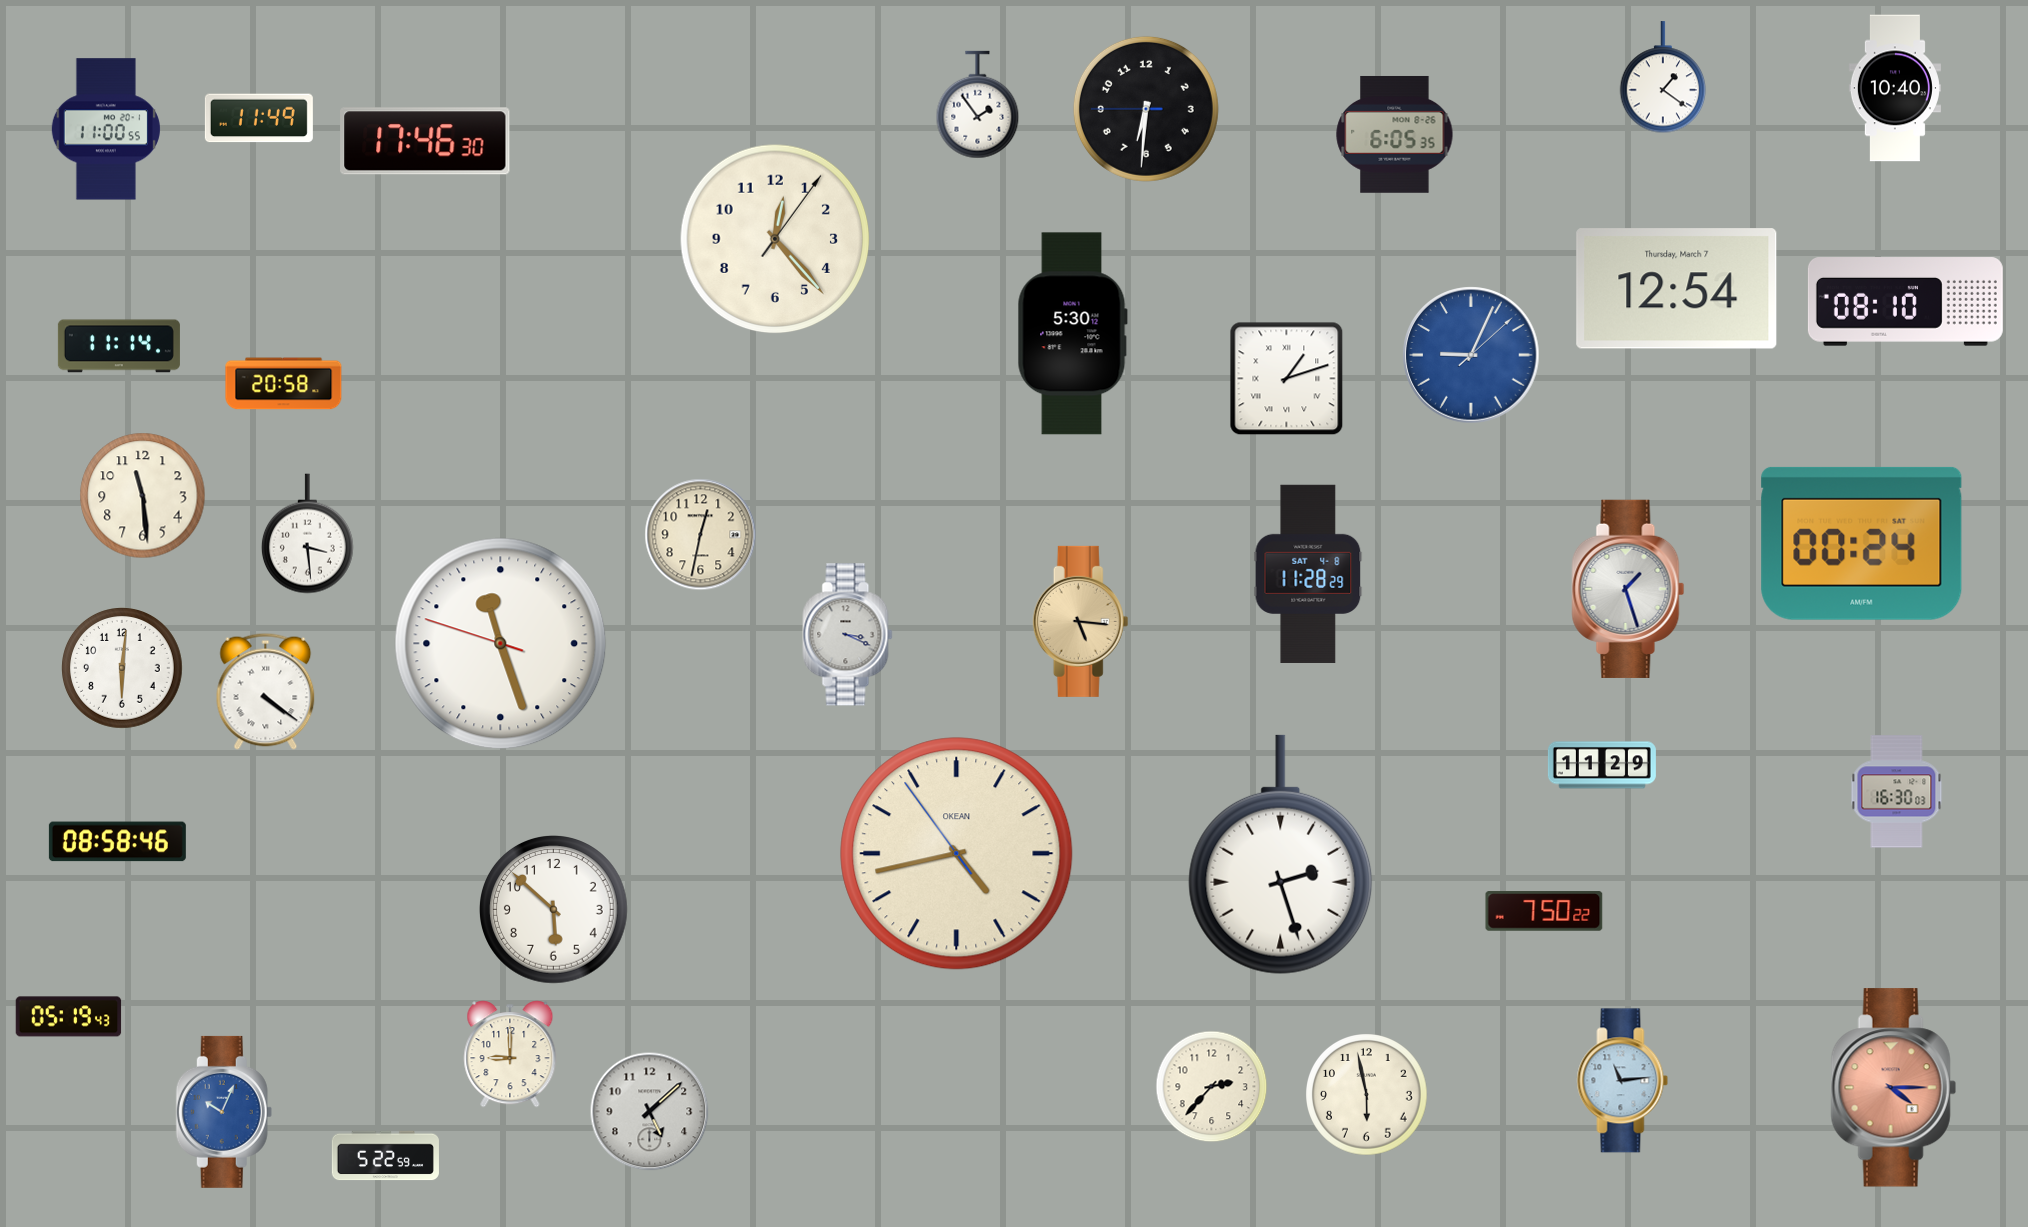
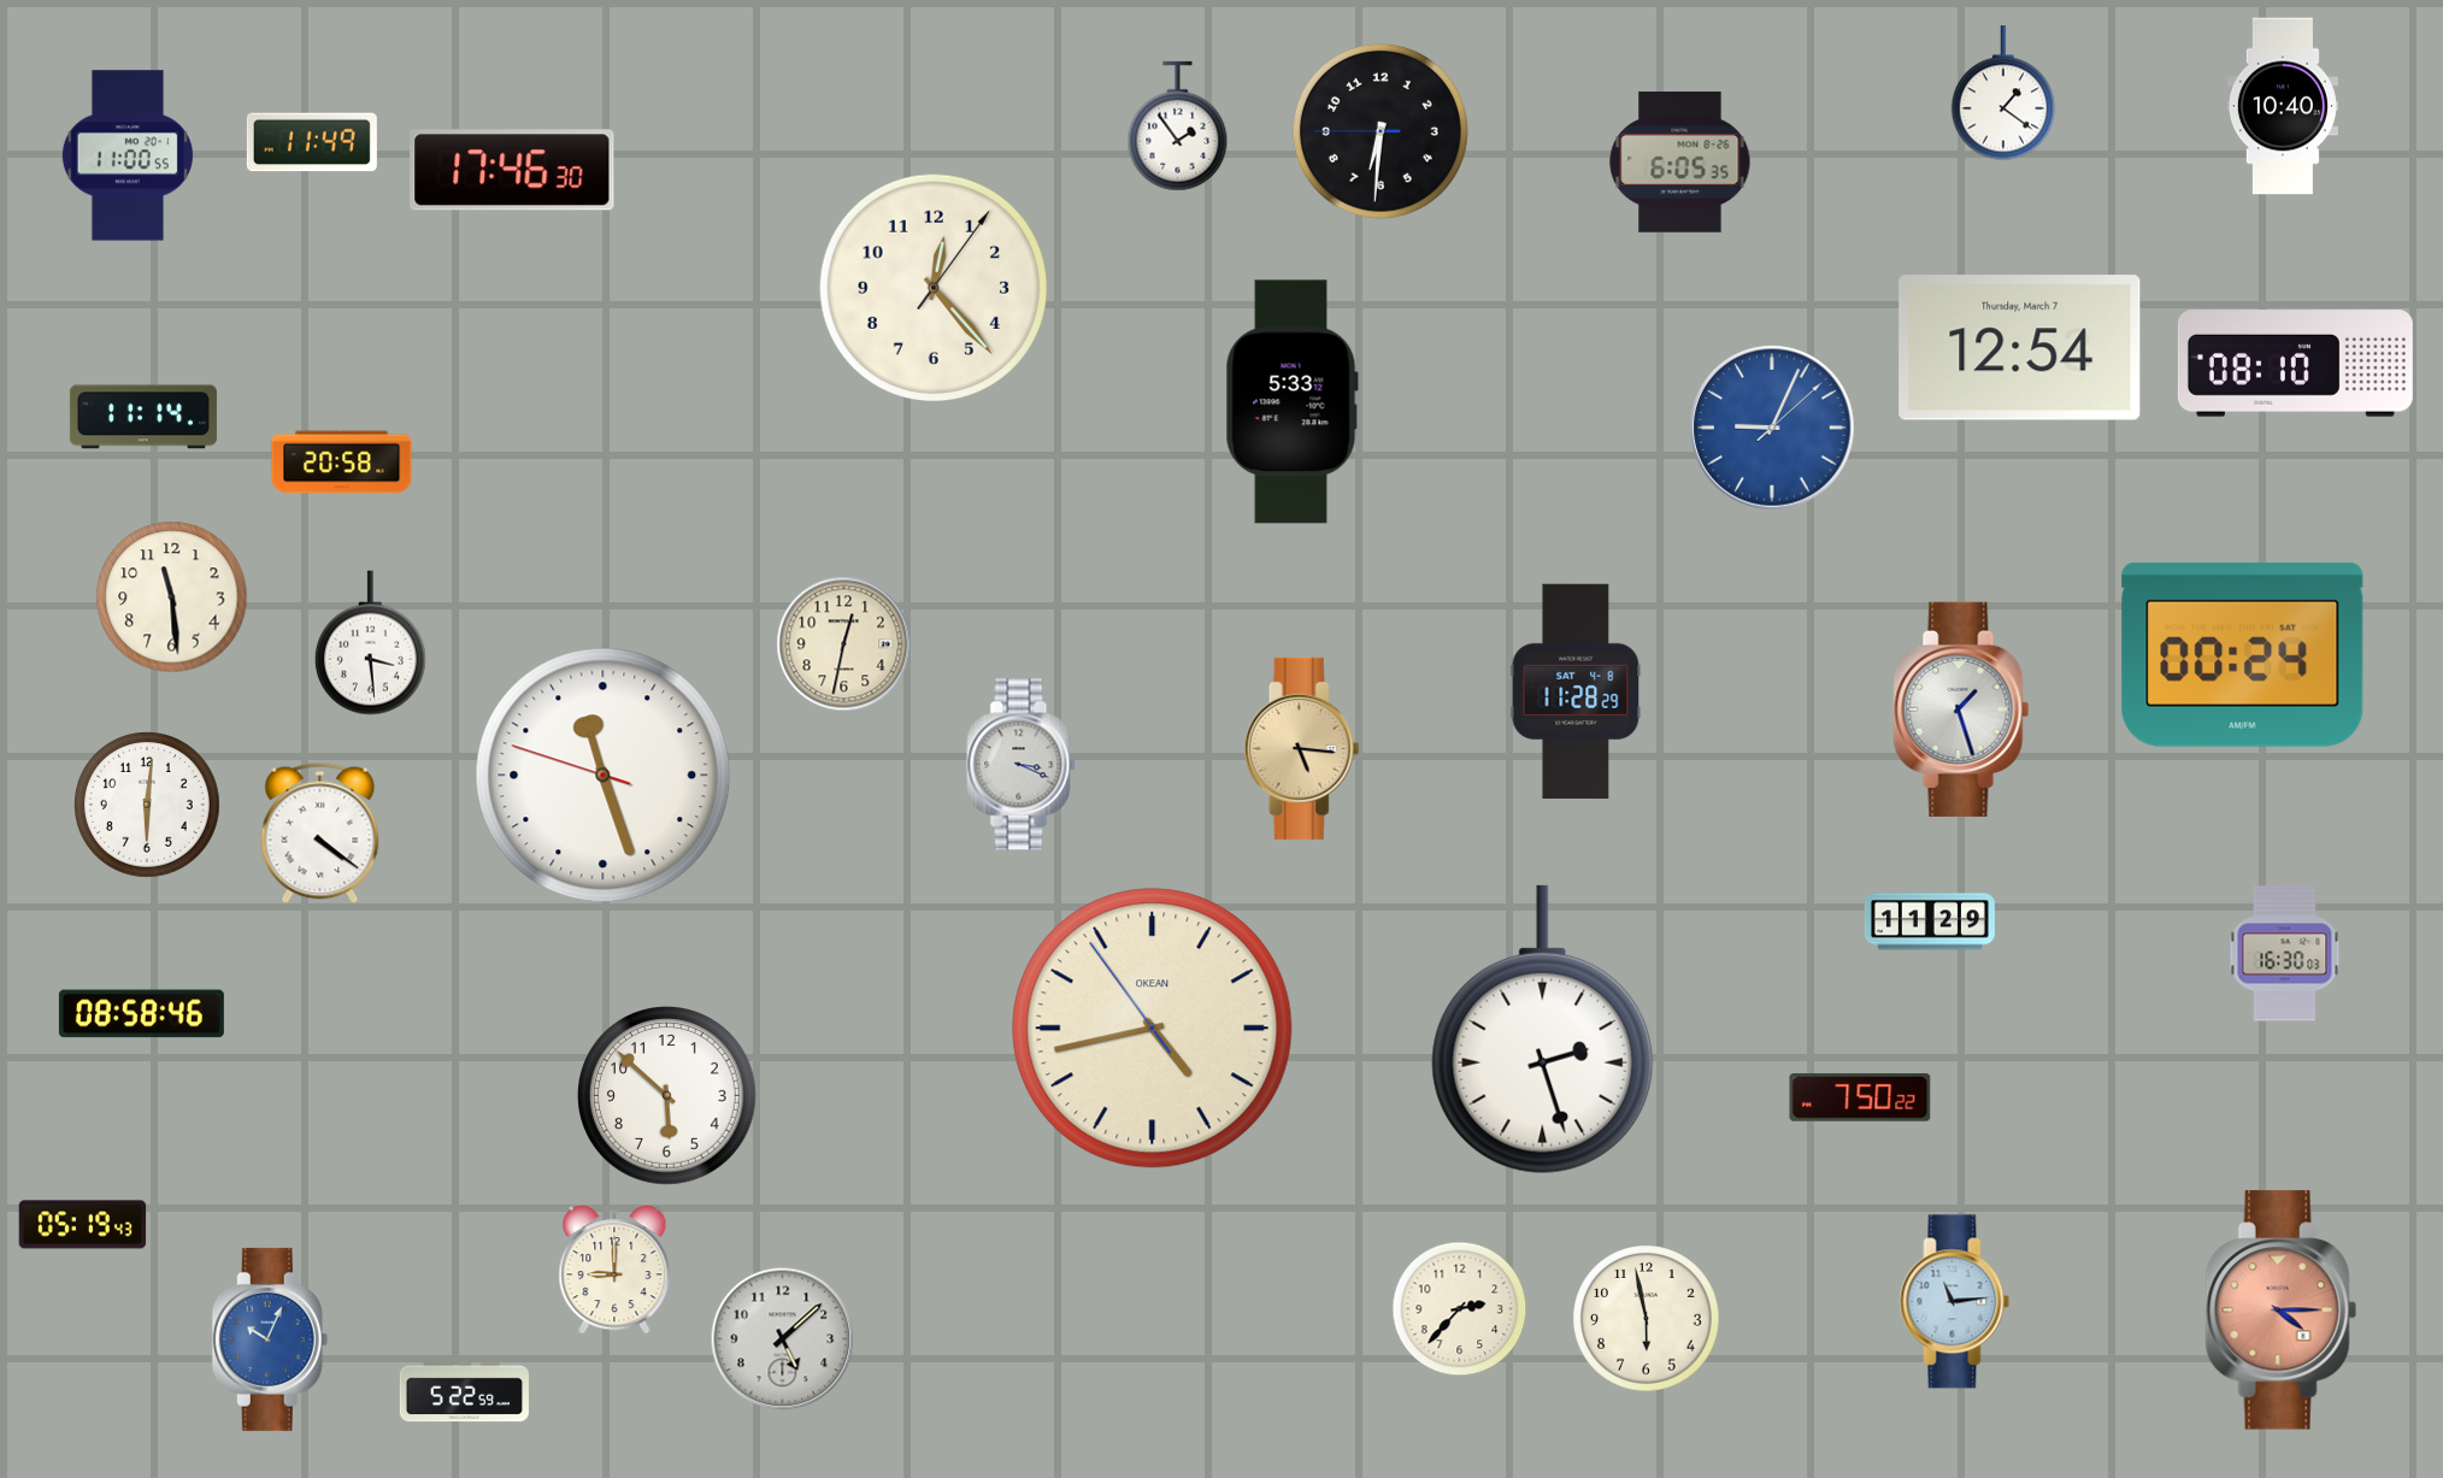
clock at (1072, 334): 5:30 -> 5:33
clock at (1287, 379): 1:12 -> none
